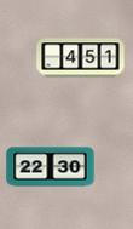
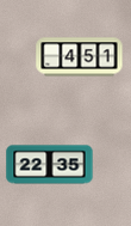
clock at (51, 167): 22:30 -> 22:35
